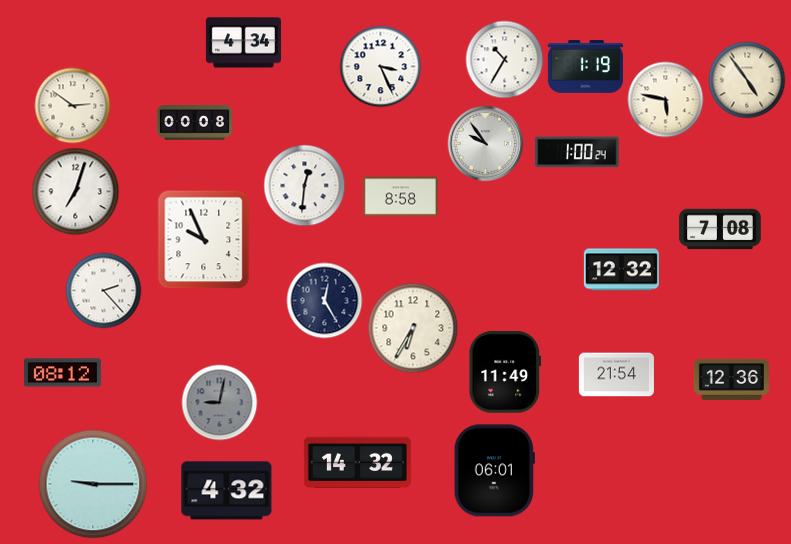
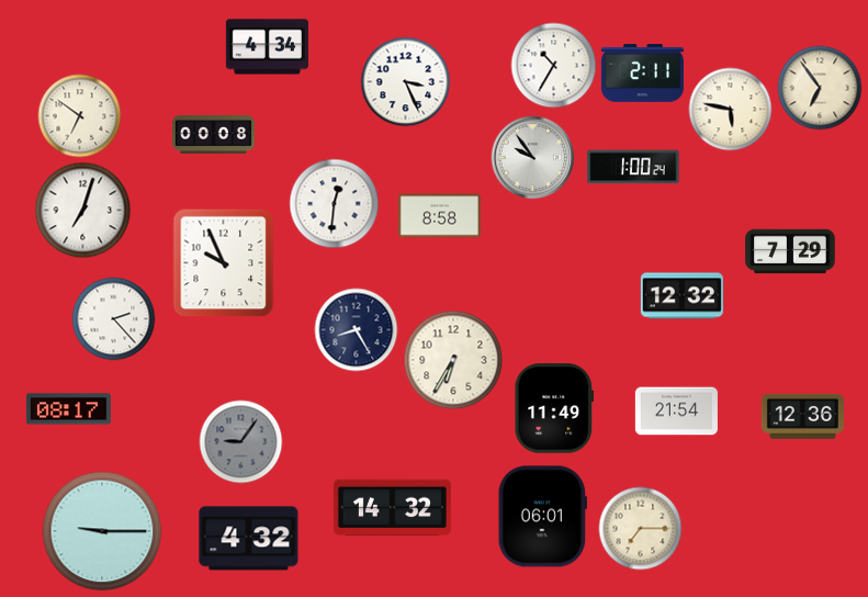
clock at (381, 67) position: (381, 67) -> (406, 82)
clock at (585, 67): 1:19 -> 2:11
clock at (747, 80): 4:54 -> 6:54
clock at (73, 106): 2:51 -> 6:51
clock at (720, 229): 7:08 -> 7:29
clock at (325, 301): 12:25 -> 8:25
clock at (62, 373): 08:12 -> 08:17
clock at (220, 403): 9:02 -> 9:06
clock at (641, 529): none -> 7:15
